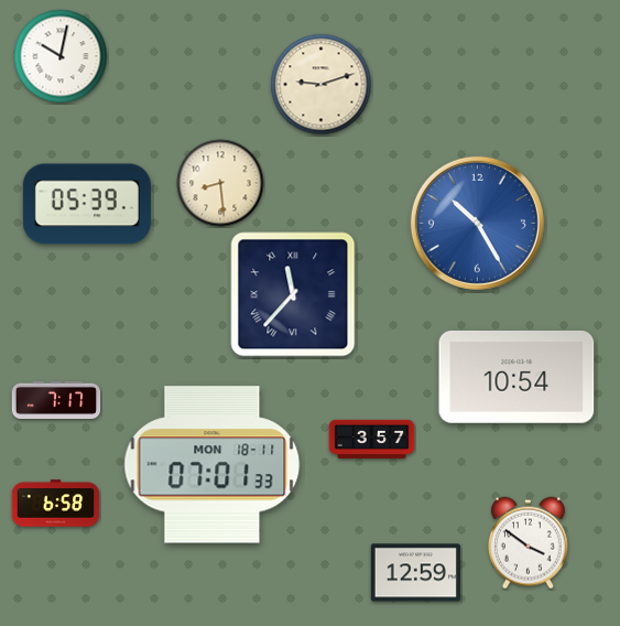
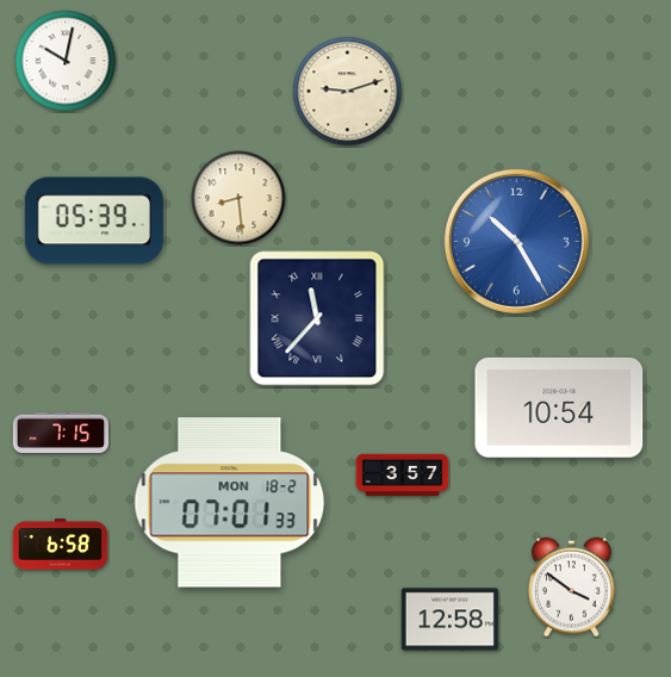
clock at (56, 400): 7:17 -> 7:15
clock at (213, 465) date: MON 18-11 -> MON 18-2
clock at (415, 573): 12:59 -> 12:58
